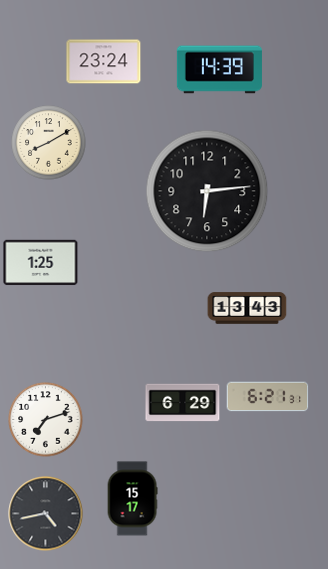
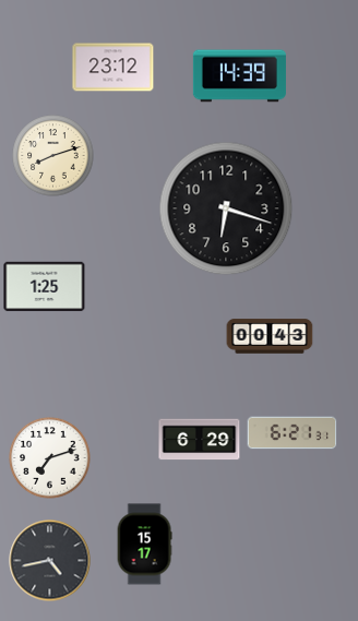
clock at (104, 62): 23:24 -> 23:12
clock at (49, 143): 8:10 -> 8:12
clock at (207, 191): 6:14 -> 6:18
clock at (247, 308): 13:43 -> 00:43
